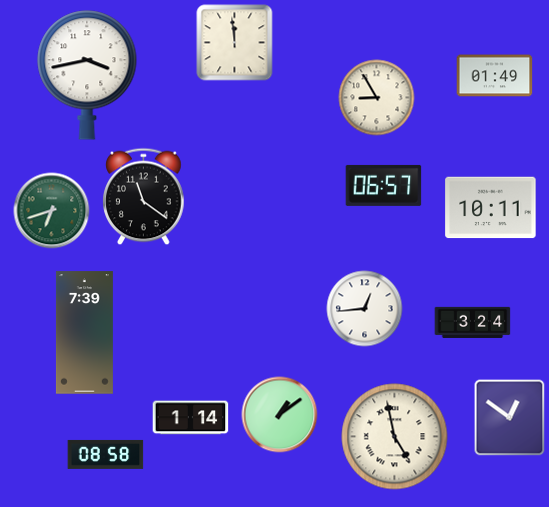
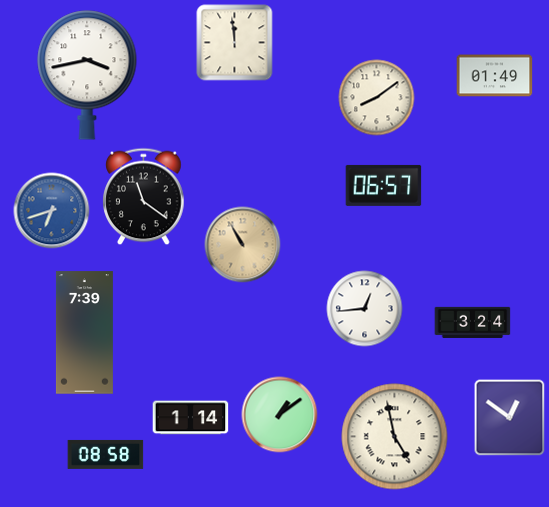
clock at (377, 98): 8:55 -> 8:09
clock at (491, 208): 10:11 -> none
clock at (52, 211) dial: green -> blue
clock at (243, 245): none -> 10:55
